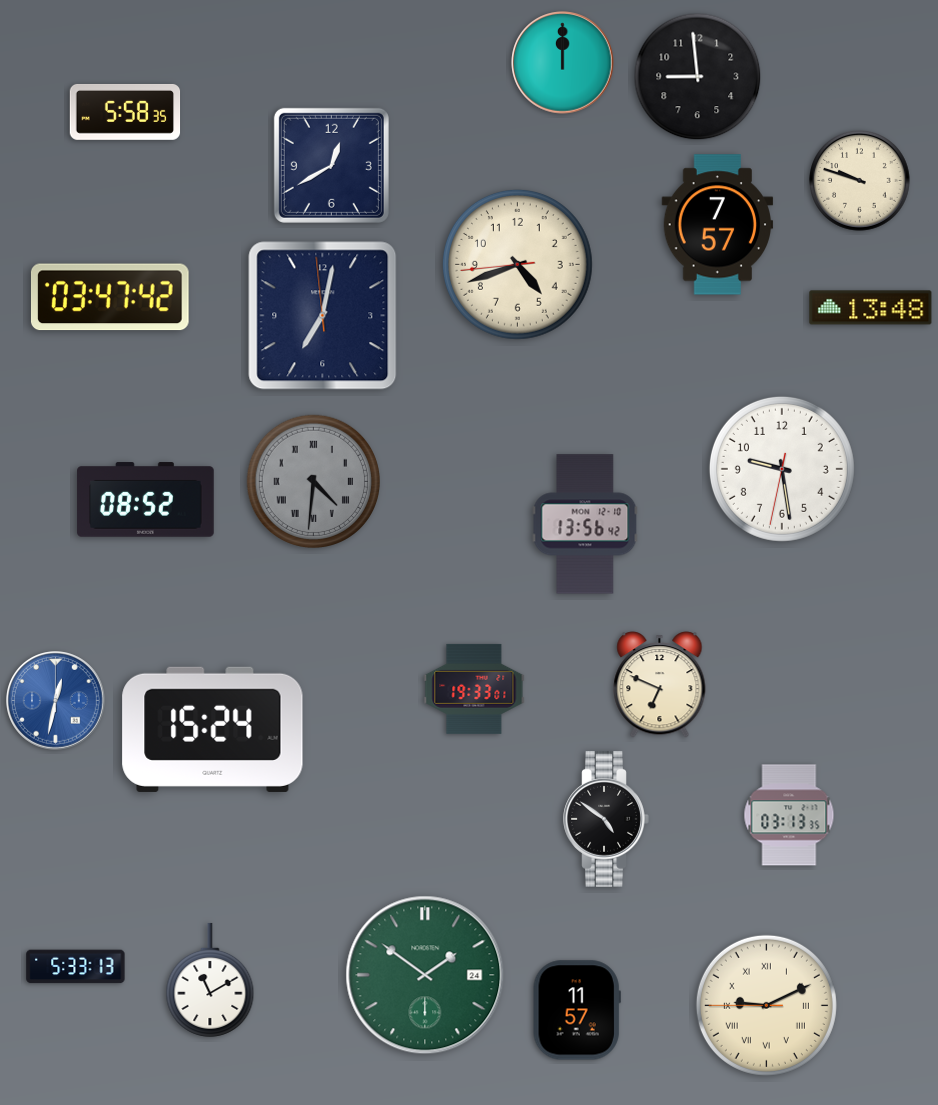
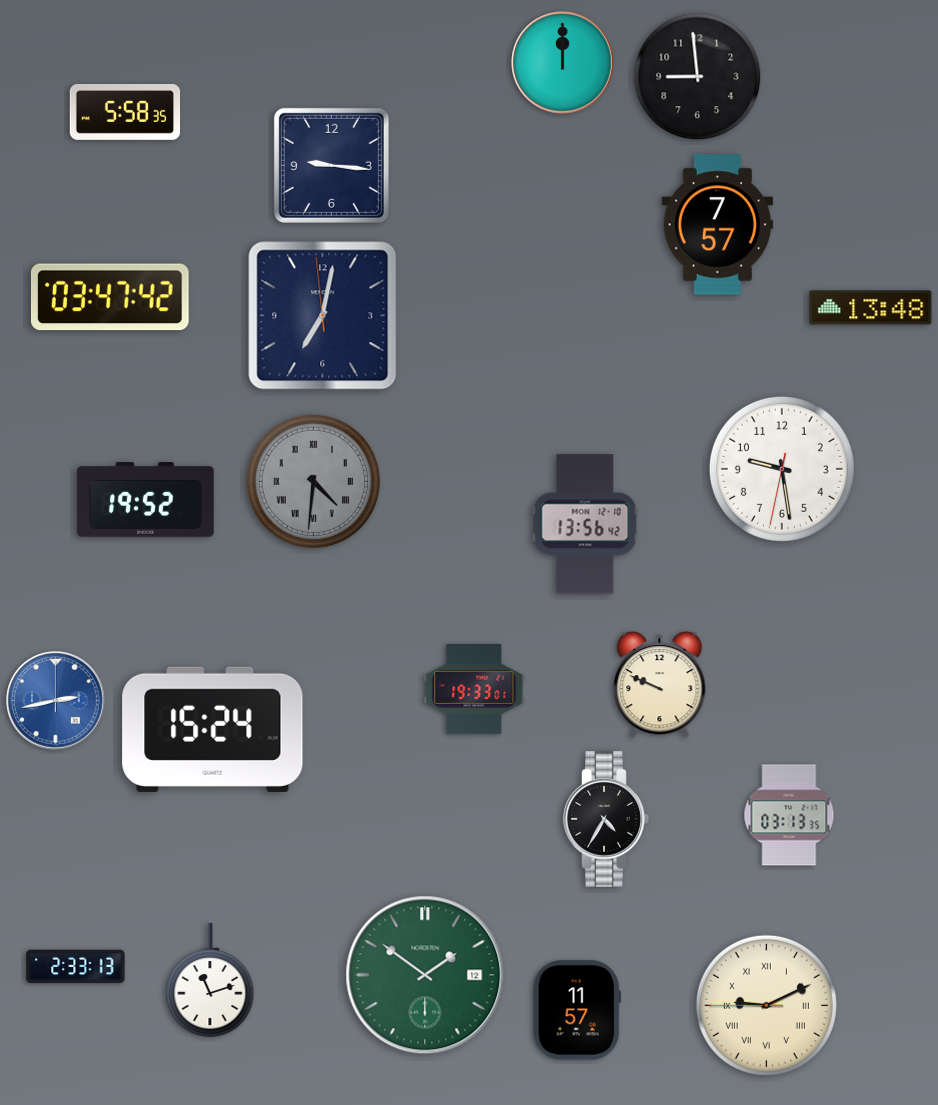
clock at (331, 165): 12:40 -> 9:16
clock at (860, 181): 9:48 -> none
clock at (517, 264): 4:41 -> none
clock at (146, 500): 08:52 -> 19:52
clock at (660, 685): 6:49 -> 9:49
clock at (56, 701): 12:32 -> 2:43
clock at (606, 819): 4:51 -> 4:35
clock at (76, 967): 5:33 -> 2:33
clock at (425, 975) date: 24 -> 12
clock at (210, 980): 11:10 -> 11:12
